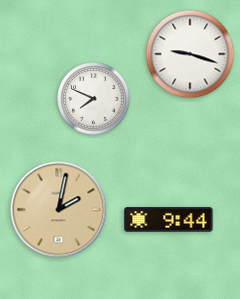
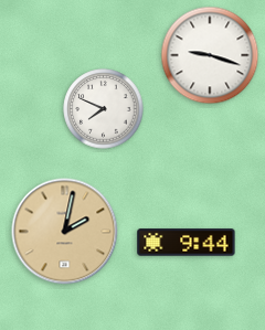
clock at (190, 54) position: (190, 54) -> (210, 55)
